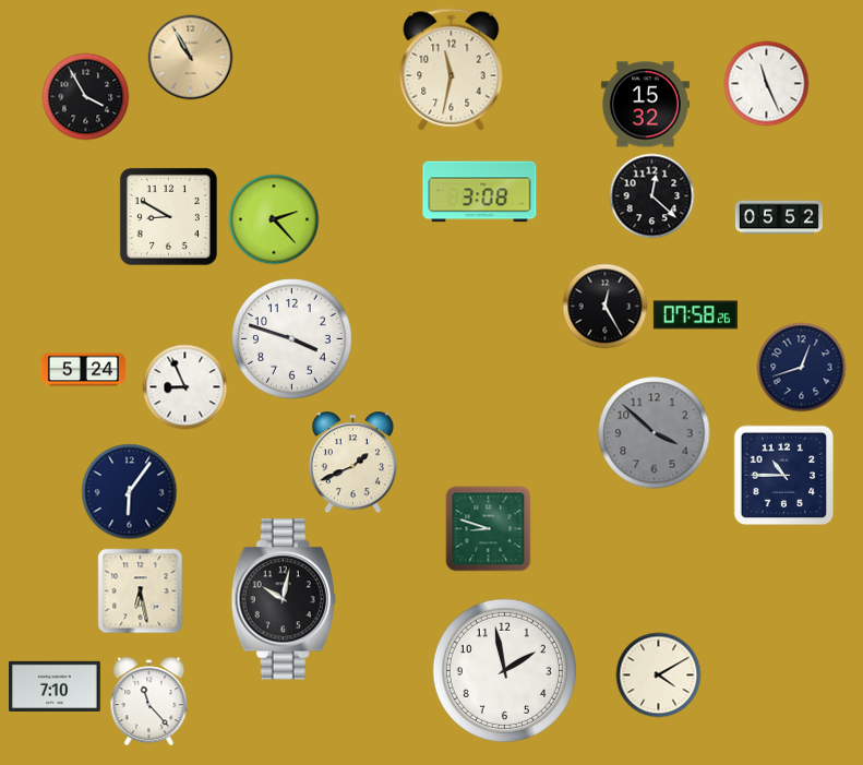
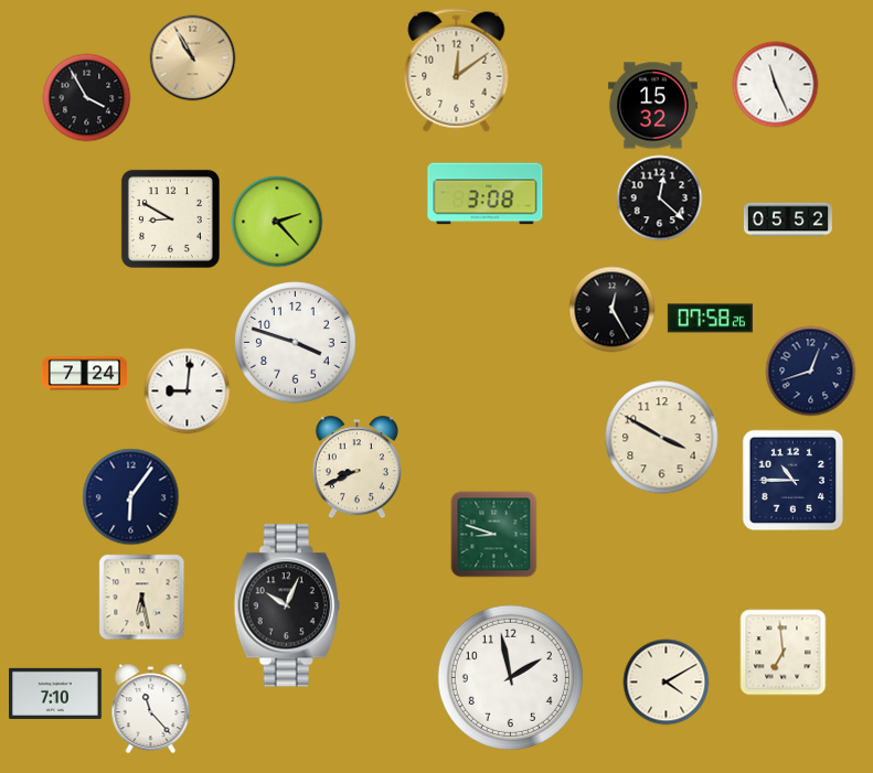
clock at (452, 70): 11:32 -> 12:09
clock at (695, 315) position: (695, 315) -> (710, 319)
clock at (83, 370): 5:24 -> 7:24
clock at (184, 386): 8:56 -> 9:01
clock at (655, 433): 3:52 -> 3:50
clock at (655, 433) dial: grey -> cream
clock at (352, 462): 1:41 -> 8:41
clock at (284, 599): 10:02 -> 10:04
clock at (782, 652): none -> 6:59
